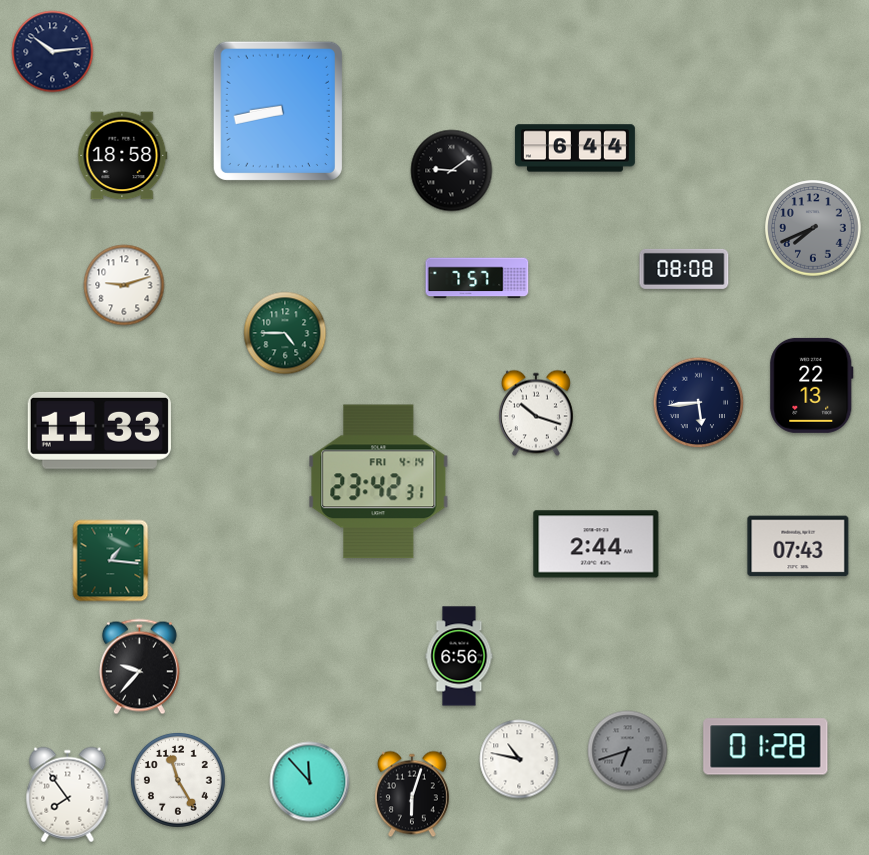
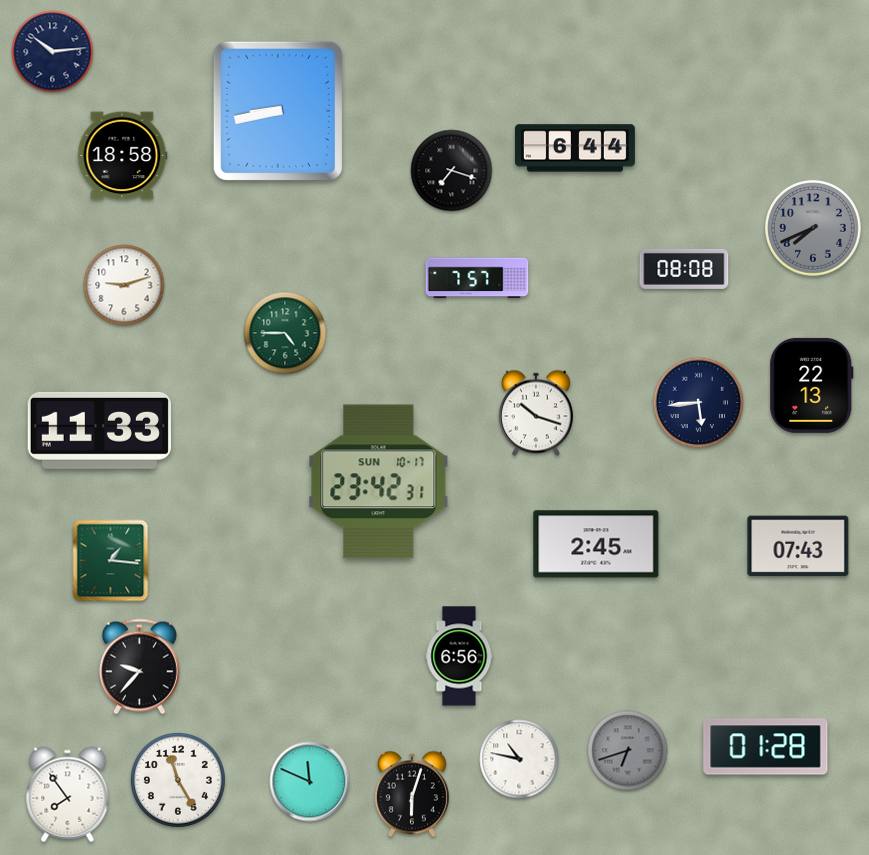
clock at (452, 171): 9:09 -> 7:18
clock at (379, 482) date: FRI 4-14 -> SUN 10-17
clock at (596, 544): 2:44 -> 2:45
clock at (310, 782): 11:53 -> 11:49
